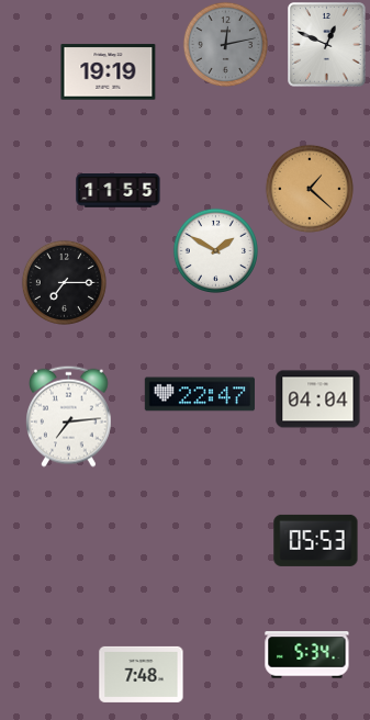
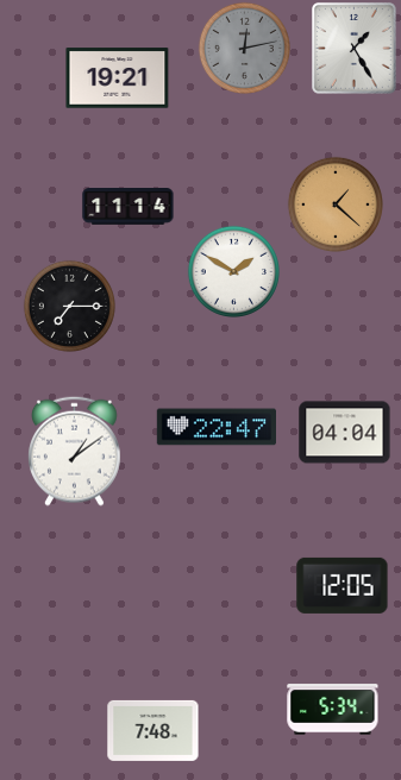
clock at (327, 45): 12:49 -> 1:25
clock at (109, 72): 19:19 -> 19:21
clock at (119, 191): 11:55 -> 11:14
clock at (69, 416): 7:14 -> 1:09
clock at (316, 540): 05:53 -> 12:05
